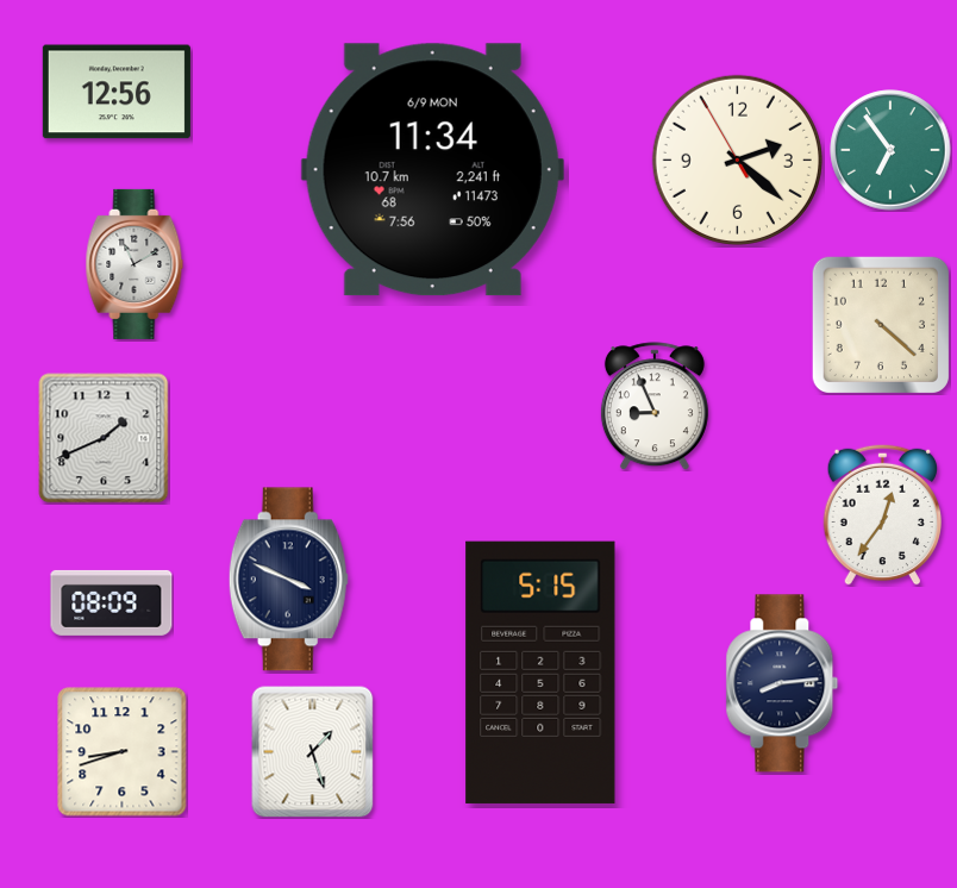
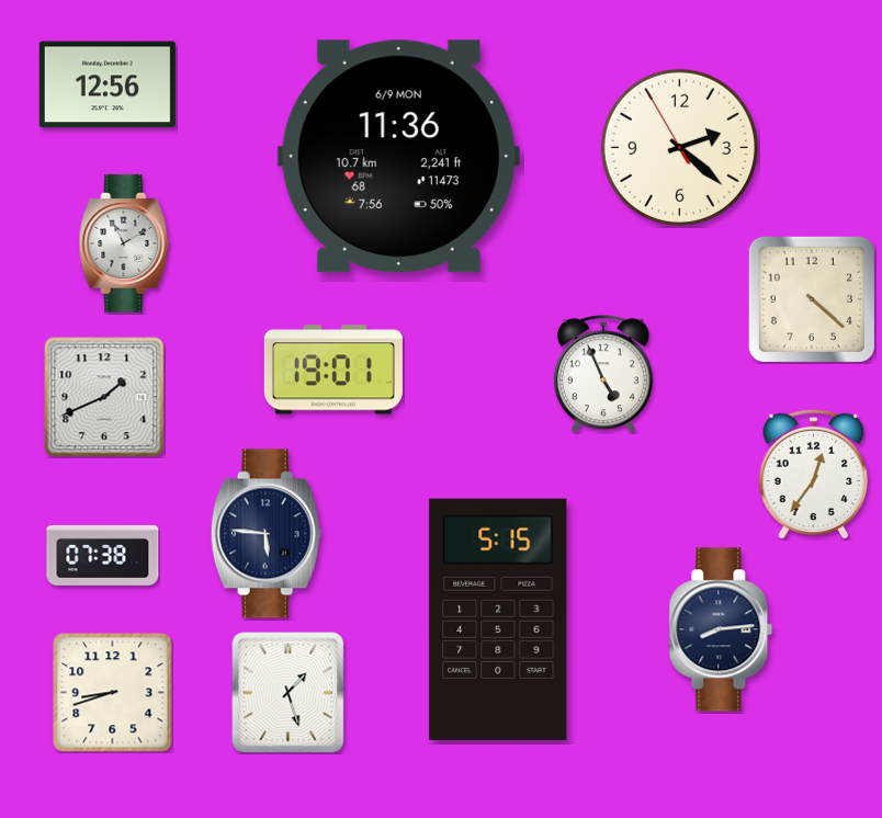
clock at (890, 150): 6:54 -> none
clock at (432, 170): 11:34 -> 11:36
clock at (333, 370): none -> 19:01
clock at (655, 406): 8:56 -> 4:56
clock at (104, 438) position: (104, 438) -> (104, 397)
clock at (288, 580): 3:49 -> 5:46
clock at (112, 602): 08:09 -> 07:38
